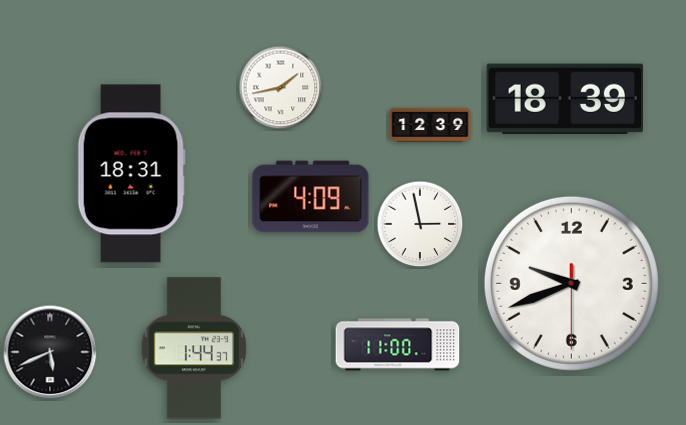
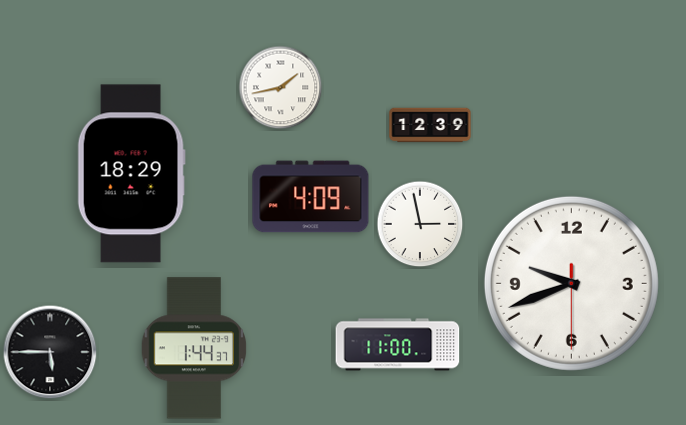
clock at (565, 99): 18:39 -> none
clock at (131, 174): 18:31 -> 18:29
clock at (50, 352): 5:41 -> 5:45
